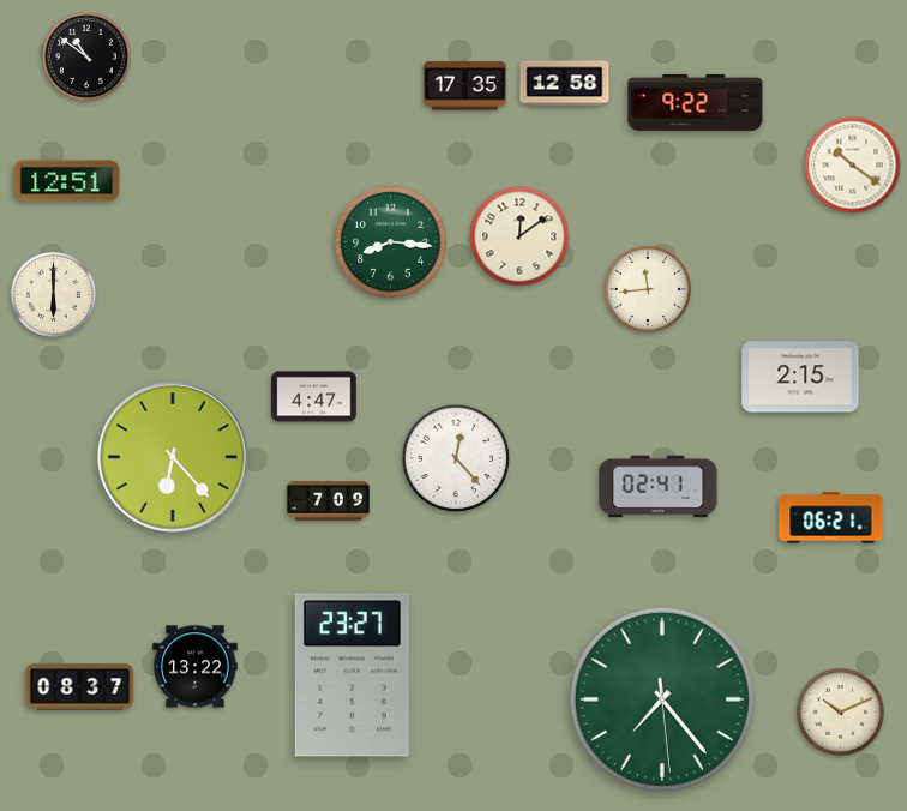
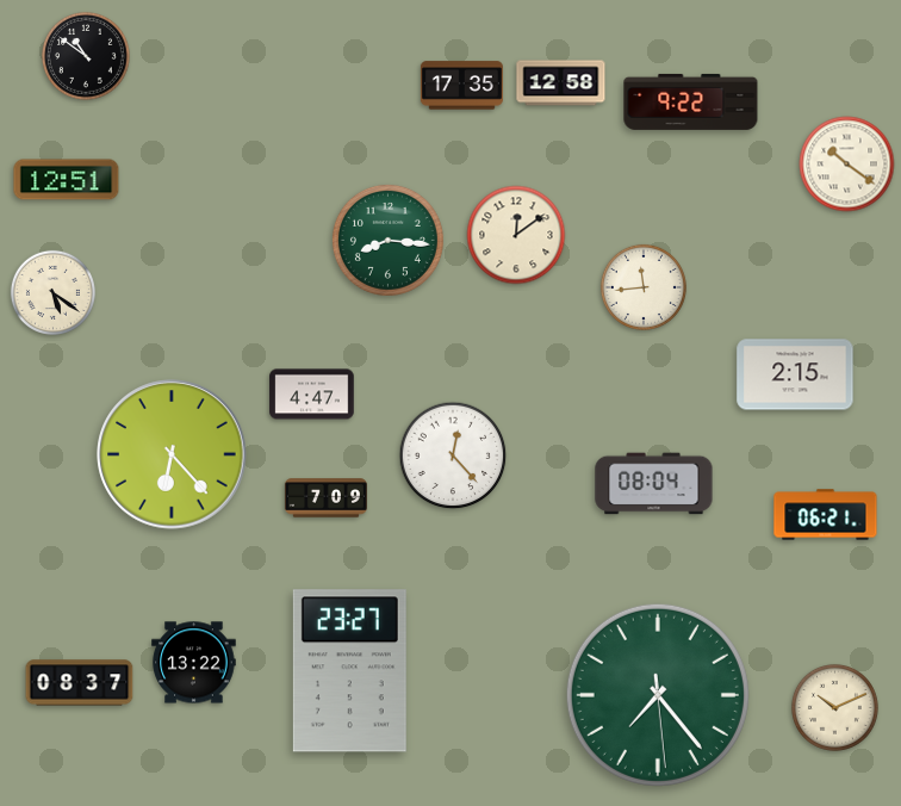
clock at (53, 294): 6:00 -> 5:21
clock at (659, 487): 02:41 -> 08:04
